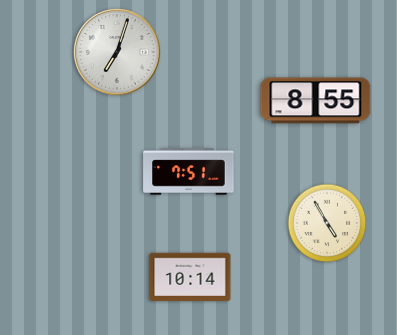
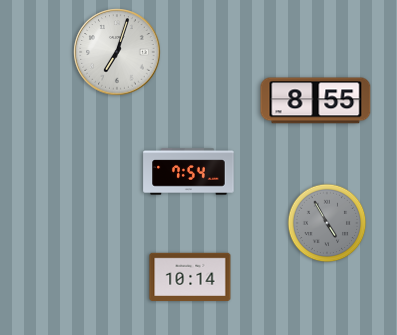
clock at (189, 172): 7:51 -> 7:54
clock at (327, 223) dial: cream -> grey
